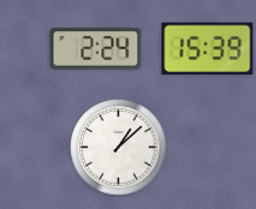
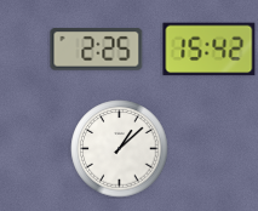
clock at (96, 49): 2:24 -> 2:25
clock at (208, 49): 15:39 -> 15:42
